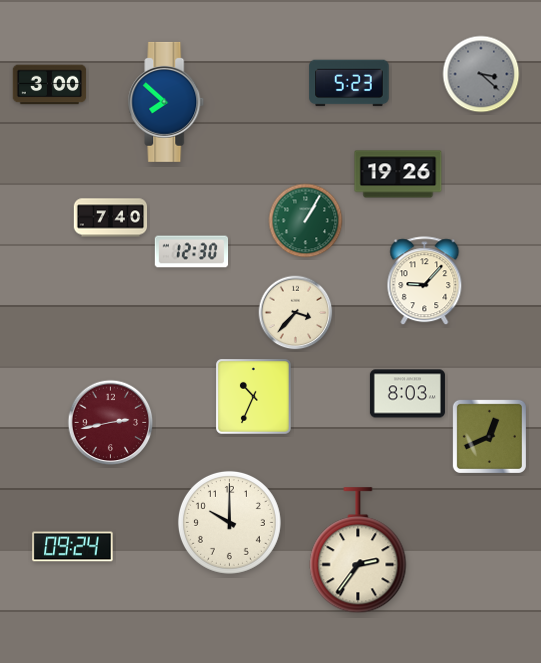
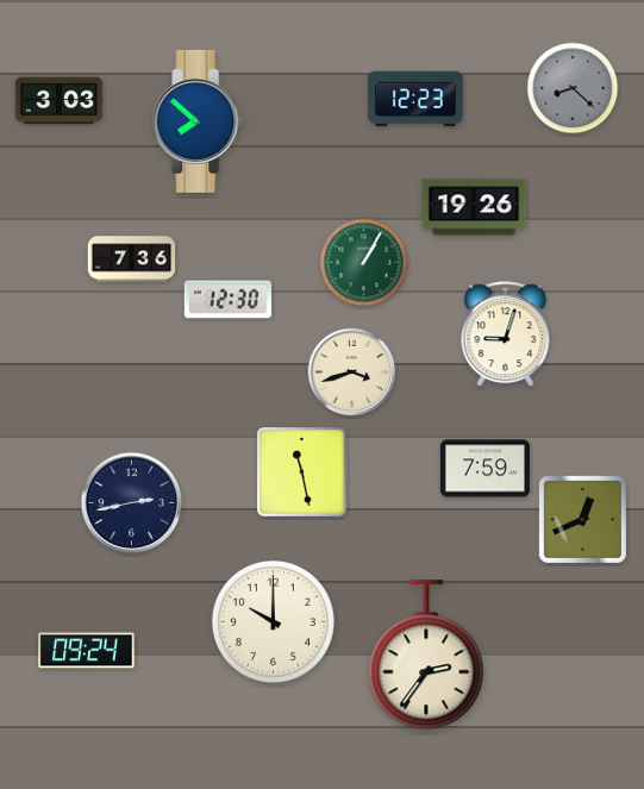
clock at (481, 74): 3:22 -> 8:22
clock at (349, 83): 5:23 -> 12:23
clock at (50, 85): 3:00 -> 3:03
clock at (111, 218): 7:40 -> 7:36
clock at (425, 281): 9:07 -> 9:03
clock at (296, 313): 3:37 -> 3:42
clock at (407, 394): 8:03 -> 7:59
clock at (254, 397): 10:34 -> 11:28
clock at (111, 423) dial: burgundy -> navy
